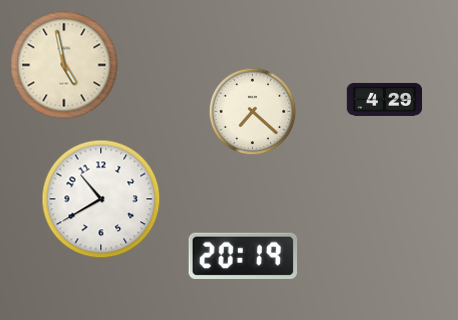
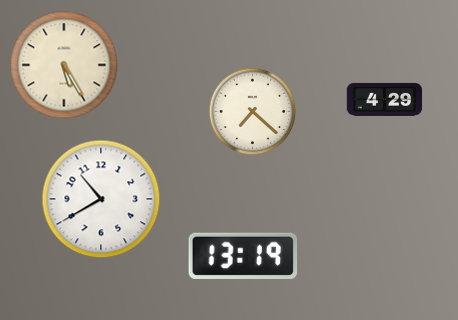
clock at (64, 65): 4:58 -> 5:25
clock at (243, 256): 20:19 -> 13:19
